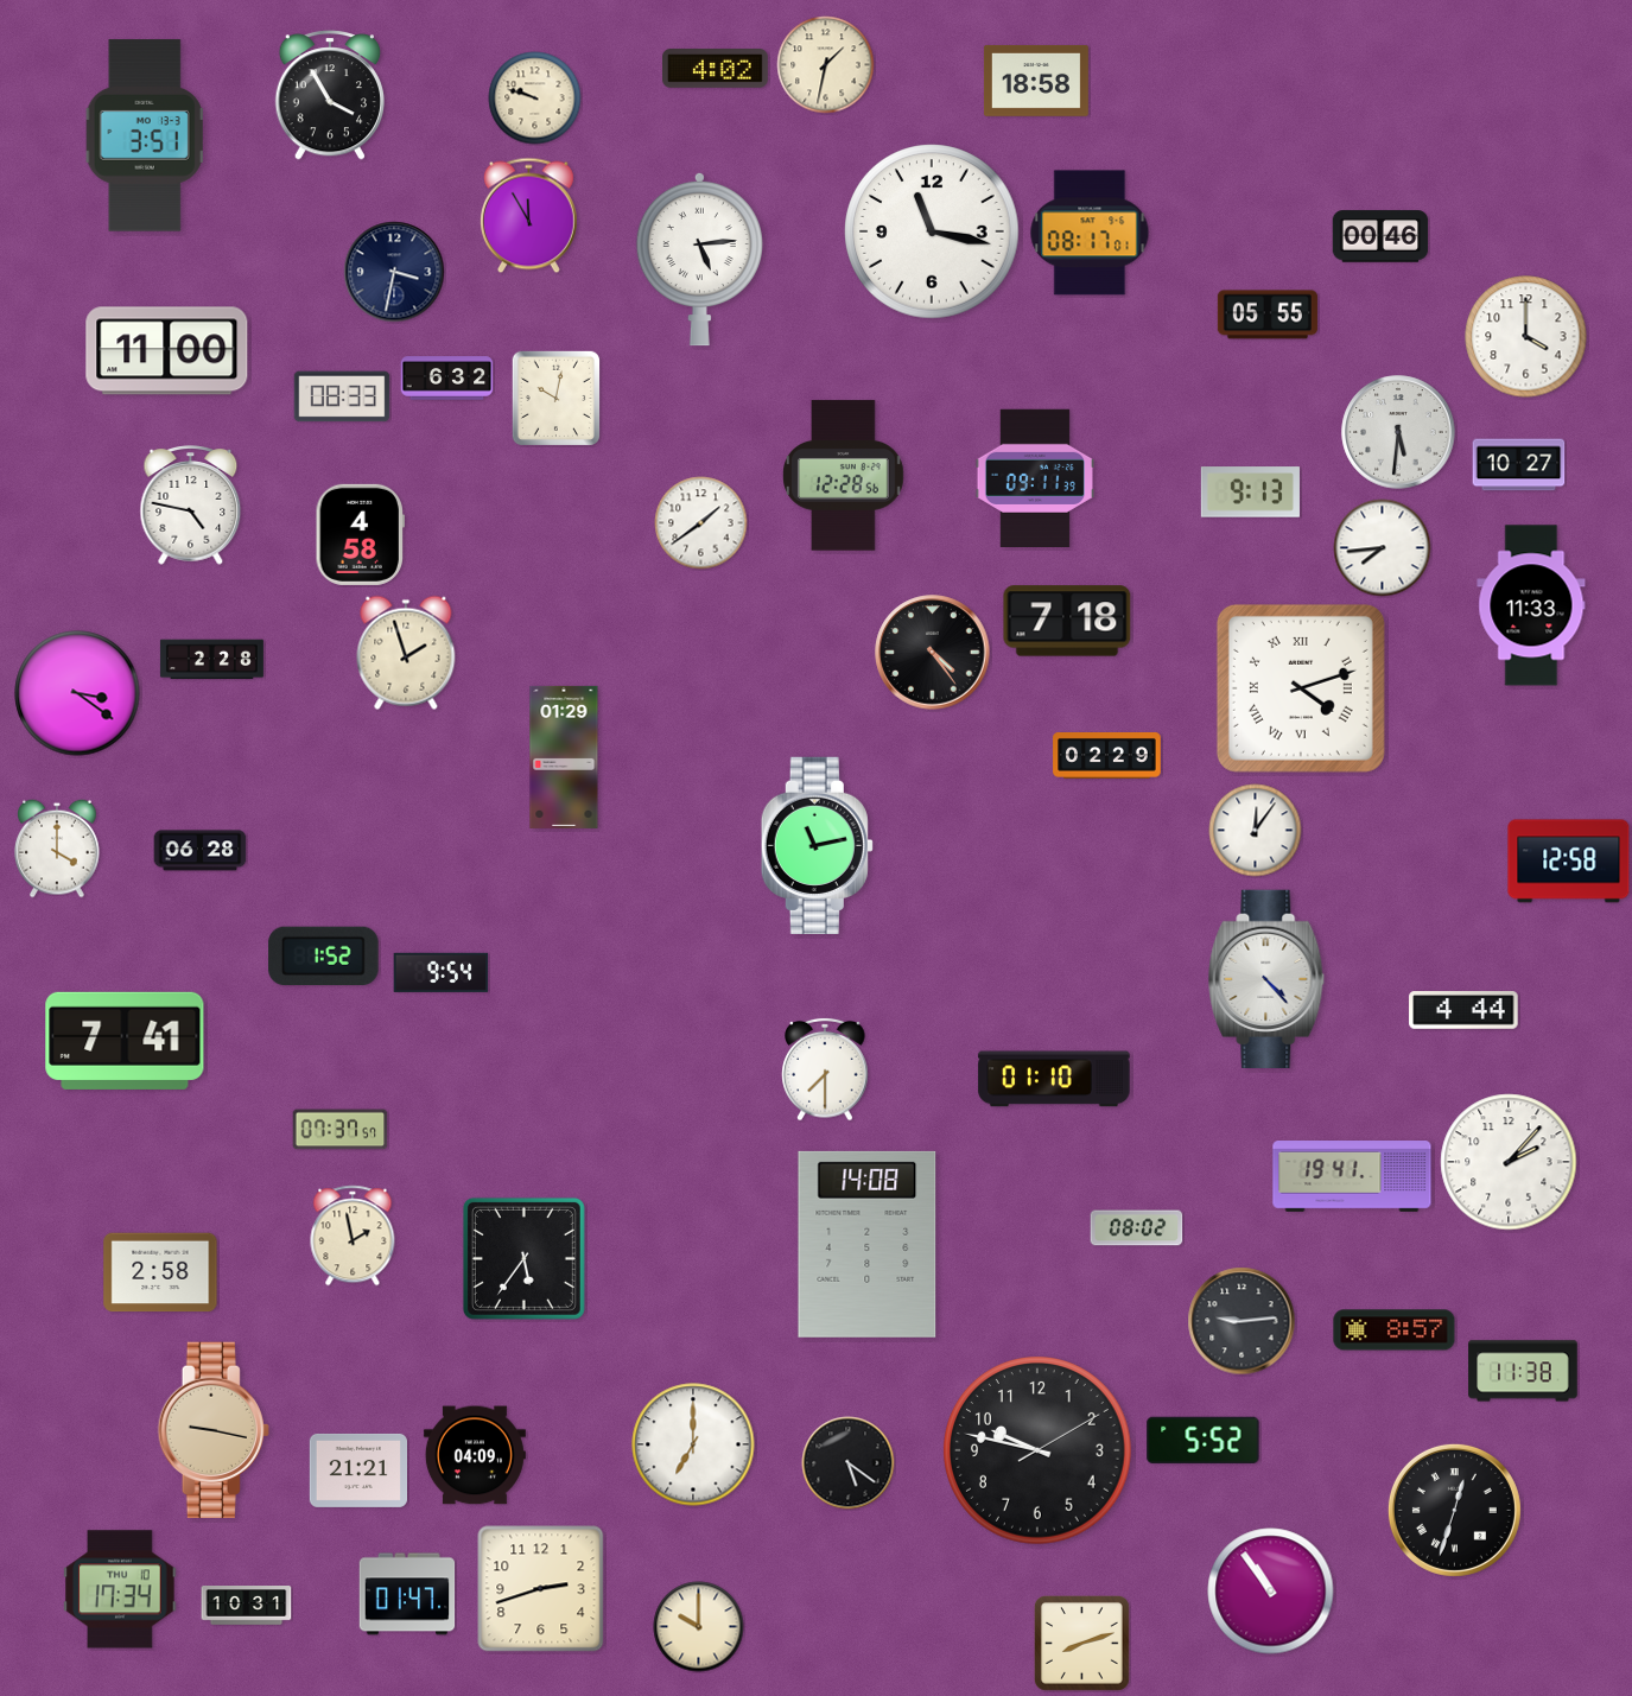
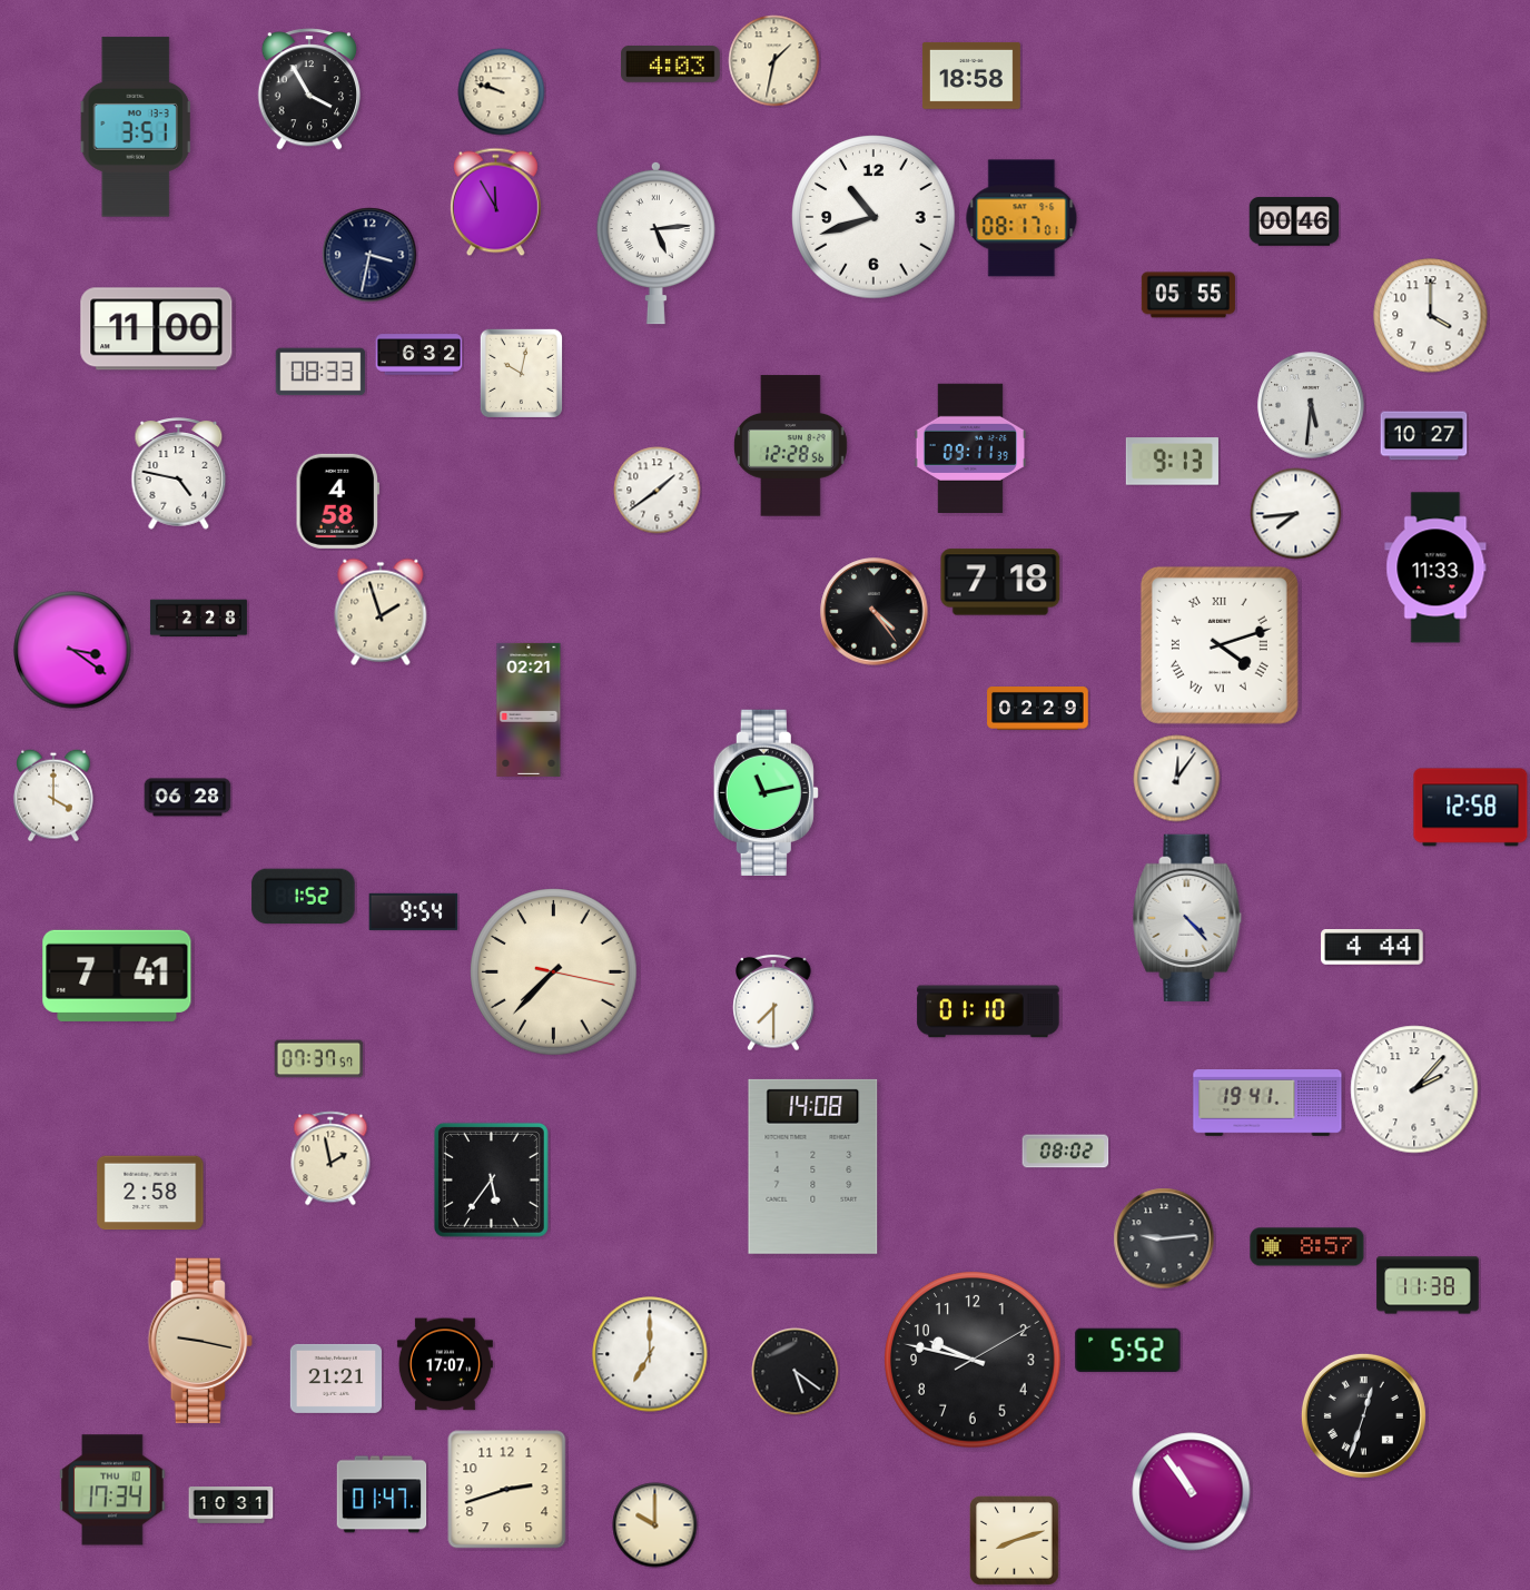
clock at (716, 69): 4:02 -> 4:03
clock at (932, 231): 11:17 -> 10:42
clock at (564, 757): 01:29 -> 02:21
clock at (554, 972): none -> 7:37
clock at (475, 1455): 04:09 -> 17:07
